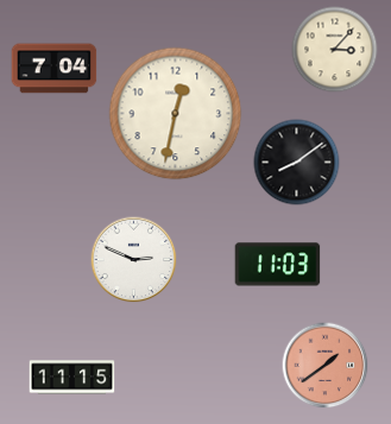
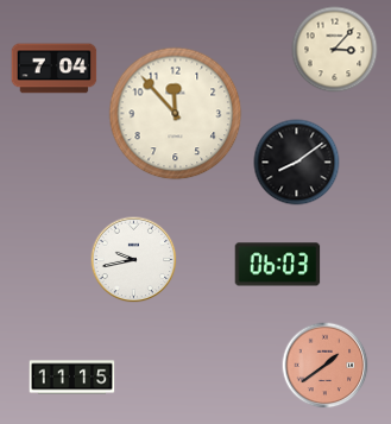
clock at (176, 114): 12:32 -> 11:53
clock at (134, 260): 2:49 -> 9:43
clock at (278, 265): 11:03 -> 06:03
